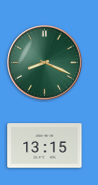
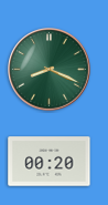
clock at (45, 146): 13:15 -> 00:20
